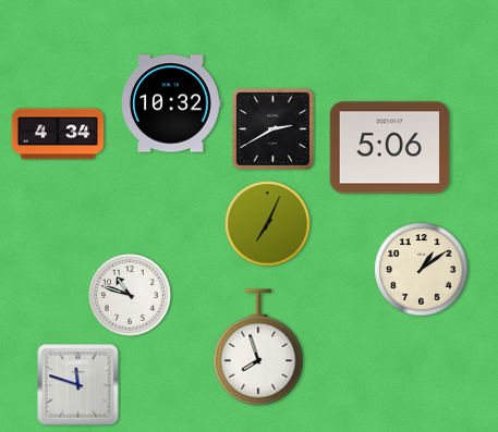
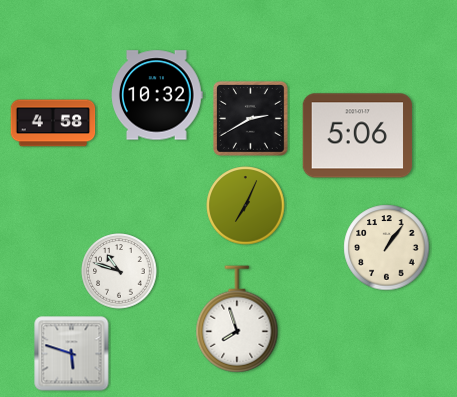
clock at (58, 134): 4:34 -> 4:58
clock at (422, 270): 1:09 -> 1:06
clock at (78, 385): 11:48 -> 5:48
